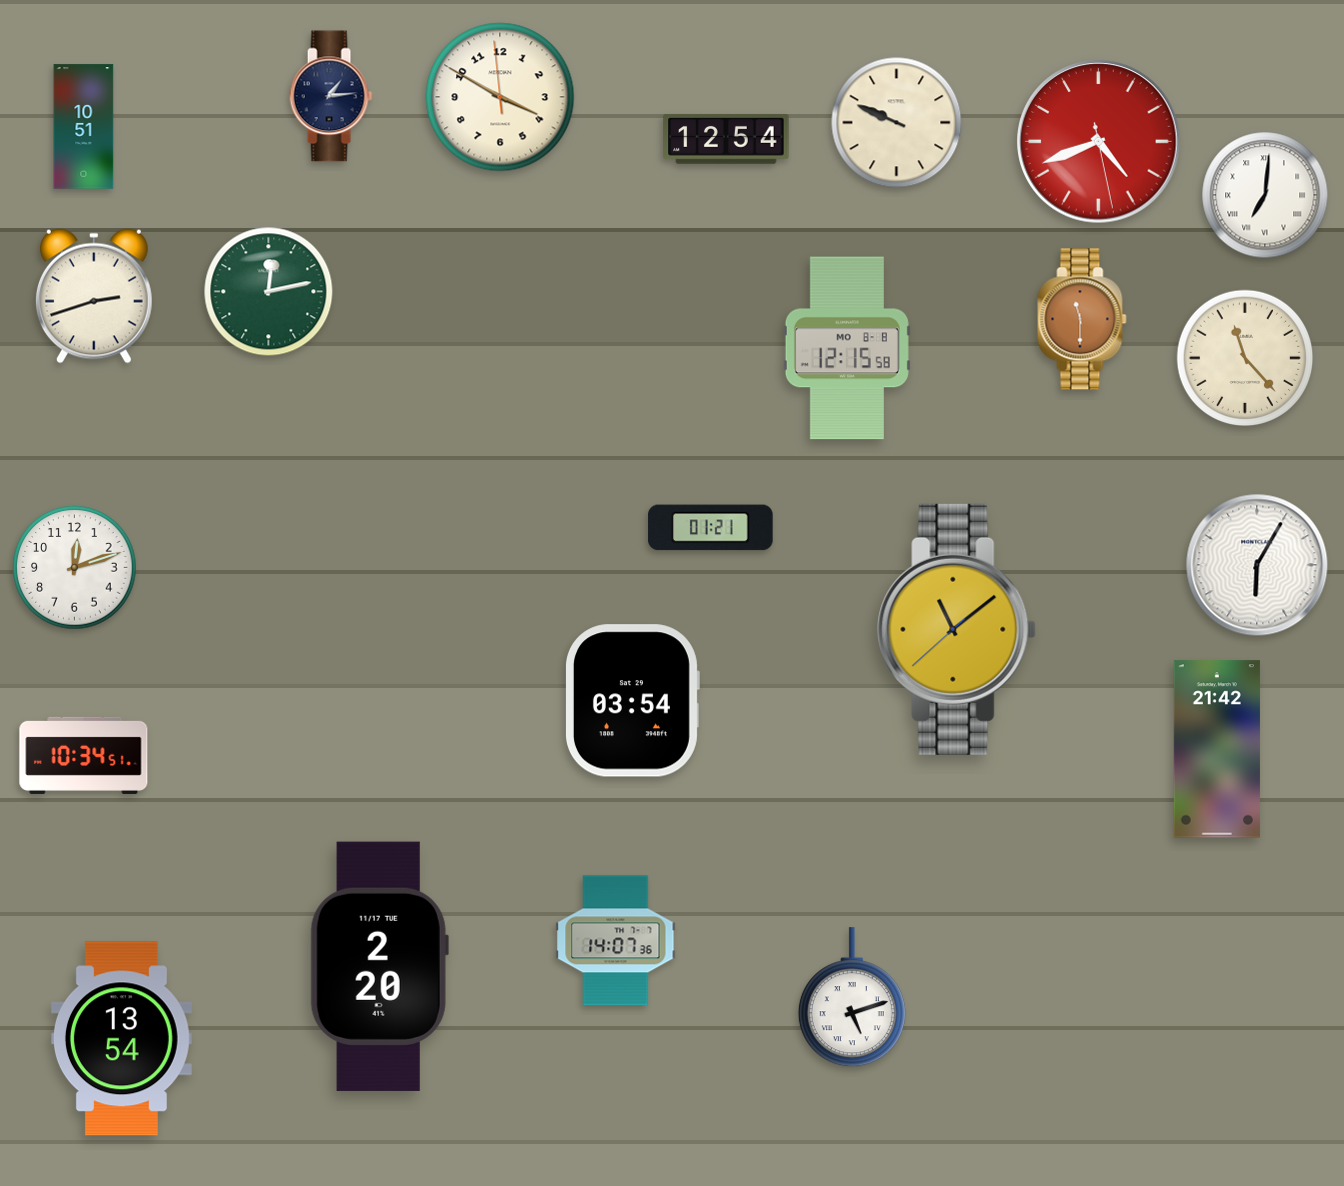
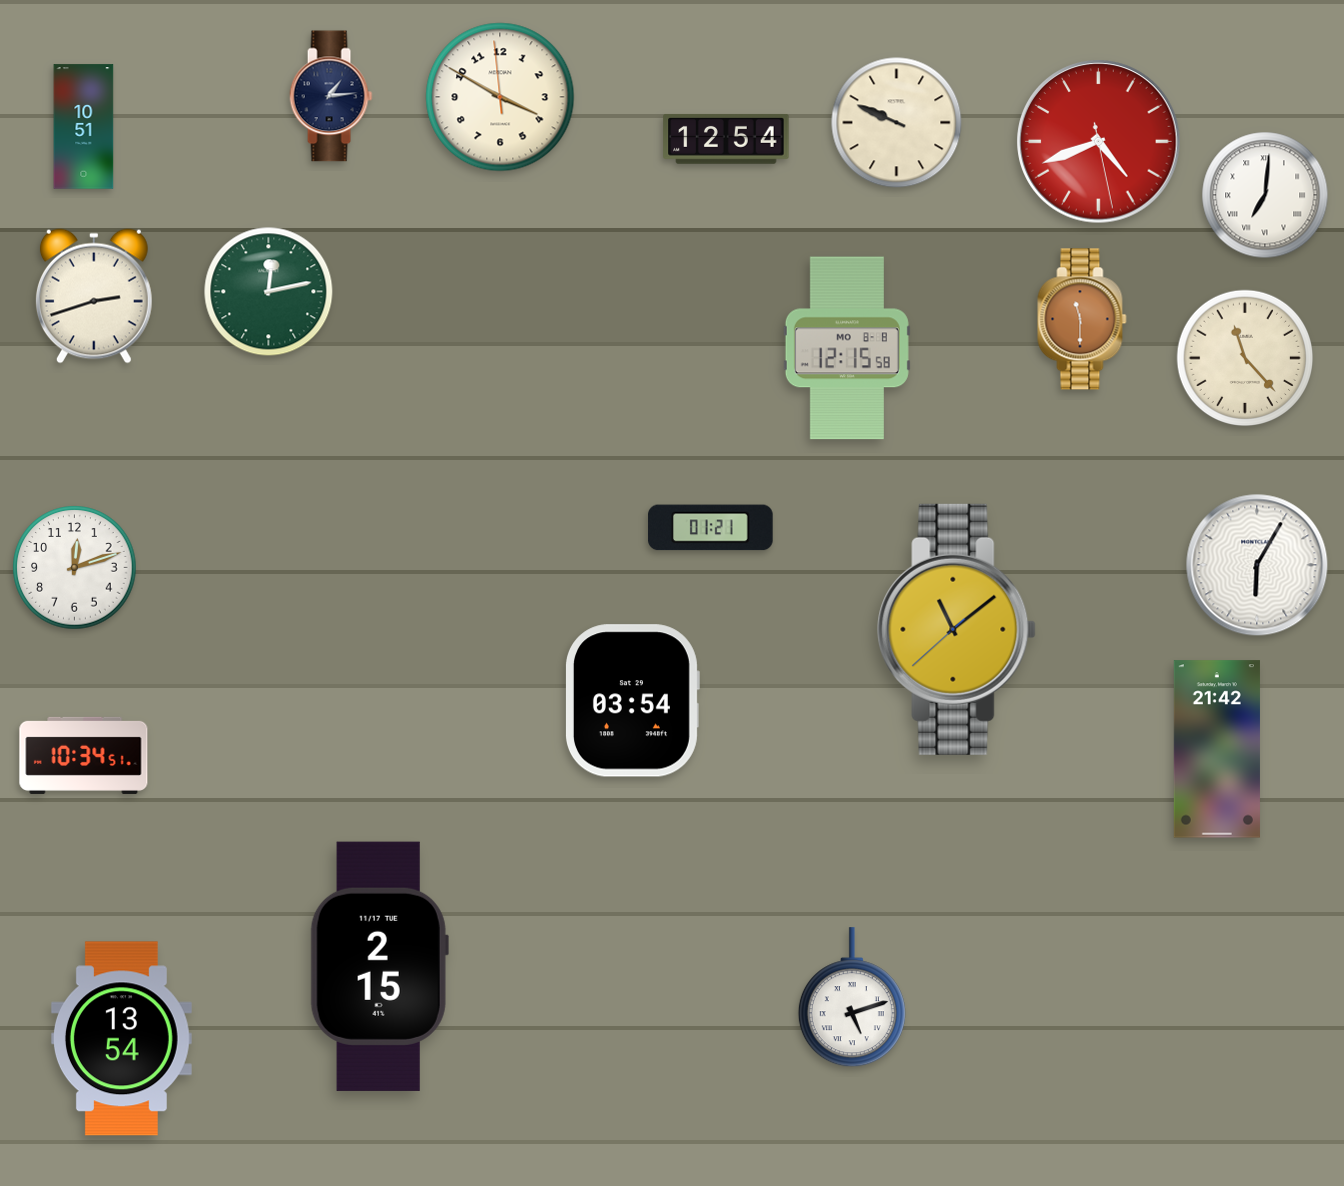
clock at (616, 941): 14:07 -> none
clock at (379, 966): 2:20 -> 2:15
